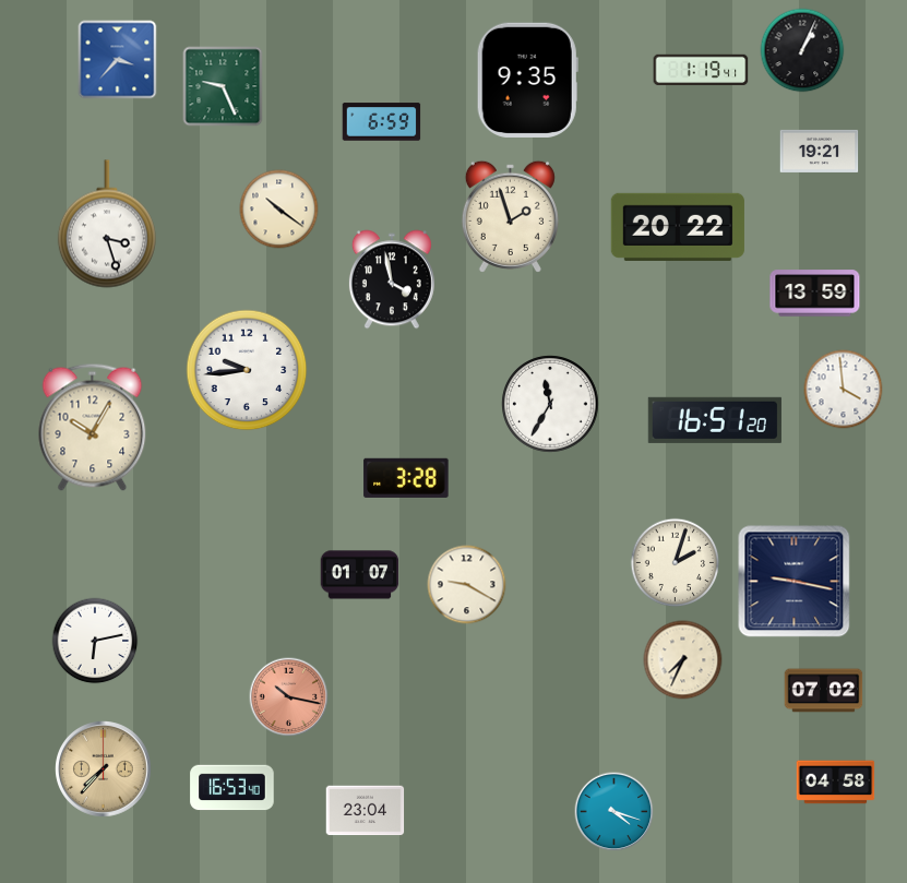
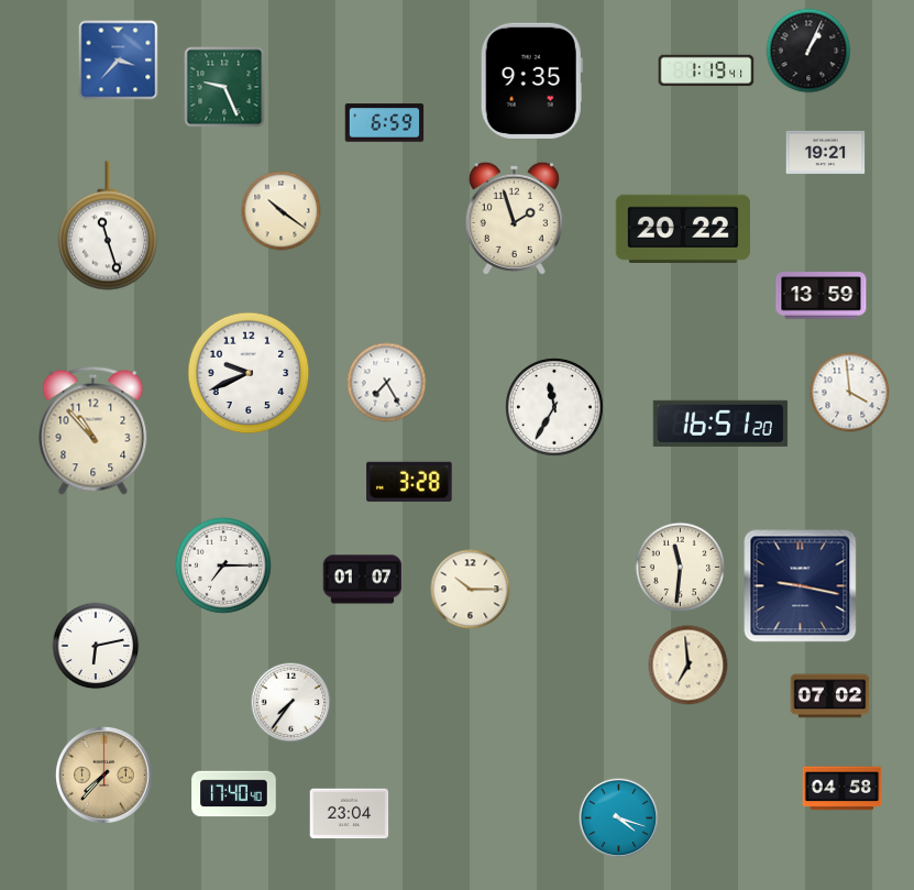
clock at (107, 224): 3:27 -> 11:27
clock at (392, 279): 3:58 -> none
clock at (247, 370): 9:44 -> 9:41
clock at (387, 383): none -> 7:25
clock at (93, 427): 10:05 -> 10:53
clock at (223, 565): none -> 7:15
clock at (676, 563): 2:03 -> 11:31
clock at (467, 585): 9:20 -> 10:15
clock at (683, 660): 7:34 -> 6:59
clock at (289, 697): 10:17 -> 7:36
clock at (289, 697) dial: salmon -> white
clock at (232, 788): 16:53 -> 17:40
clock at (366, 811) position: (366, 811) -> (350, 814)
